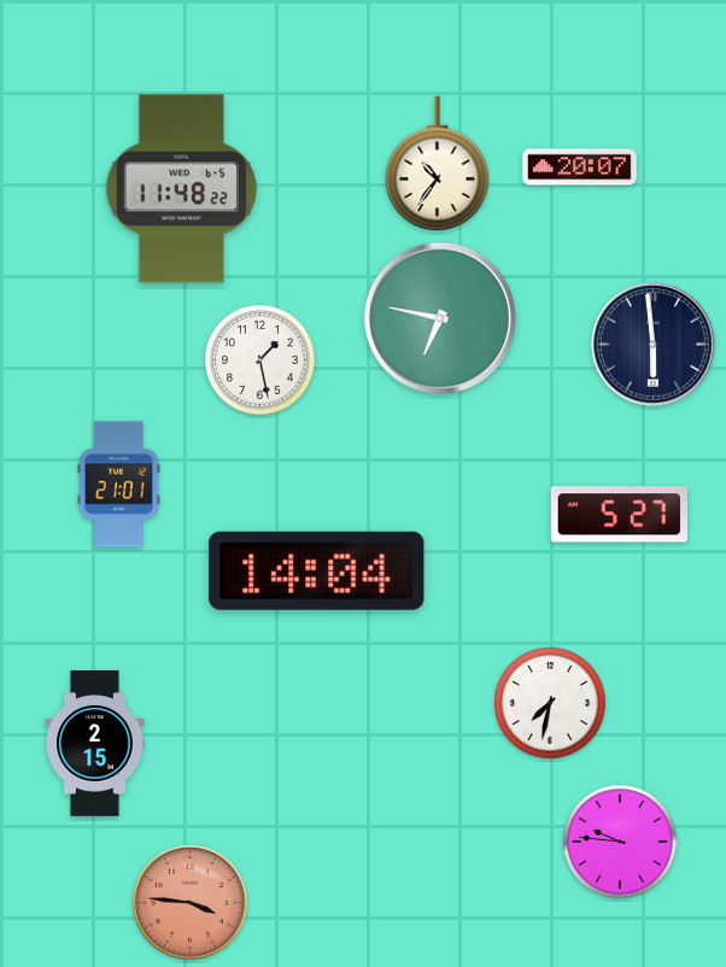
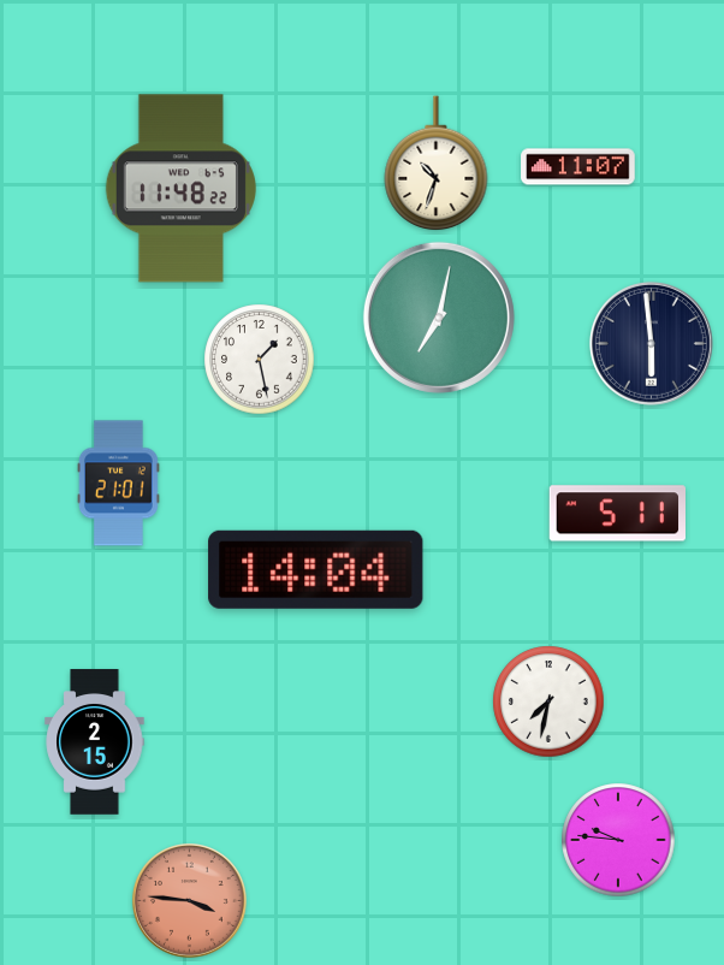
clock at (438, 164): 10:36 -> 10:33
clock at (580, 168): 20:07 -> 11:07
clock at (440, 318): 6:47 -> 7:02
clock at (619, 515): 5:27 -> 5:11
